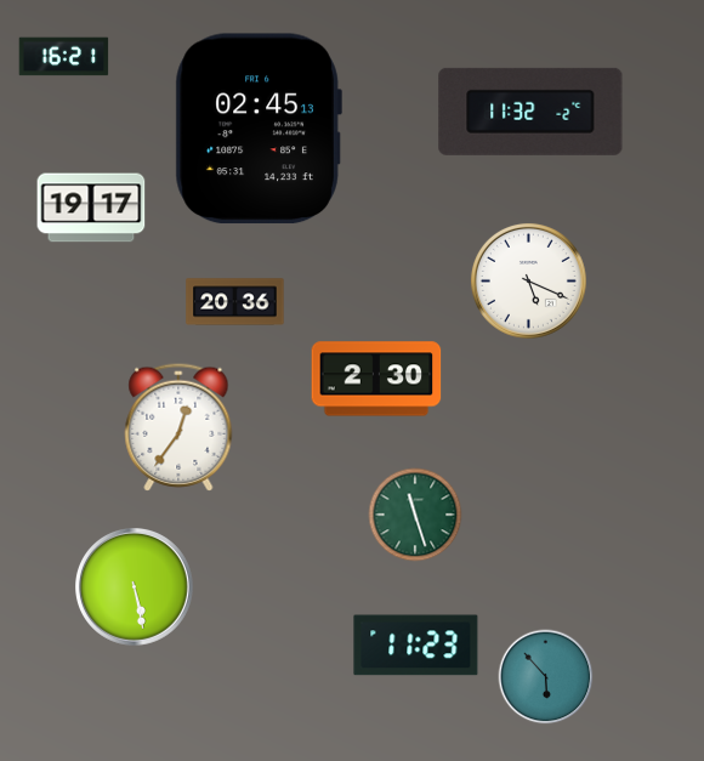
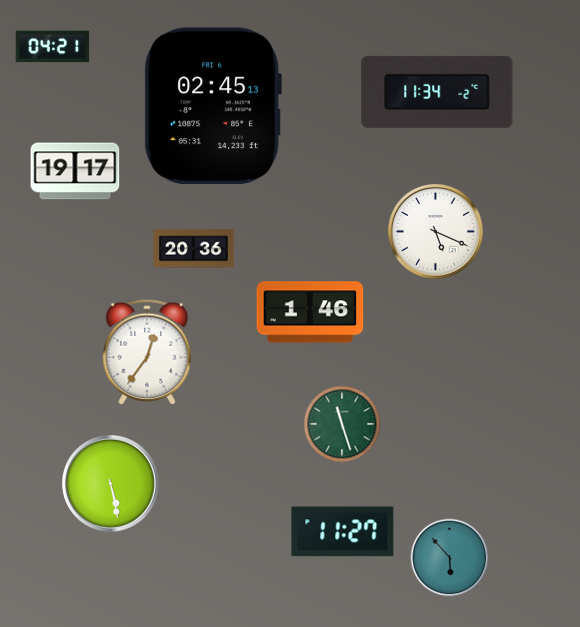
clock at (64, 57): 16:21 -> 04:21
clock at (530, 112): 11:32 -> 11:34
clock at (376, 379): 2:30 -> 1:46
clock at (416, 646): 11:23 -> 11:27
